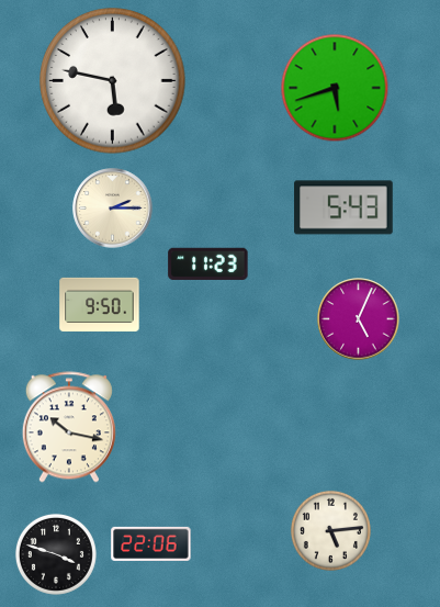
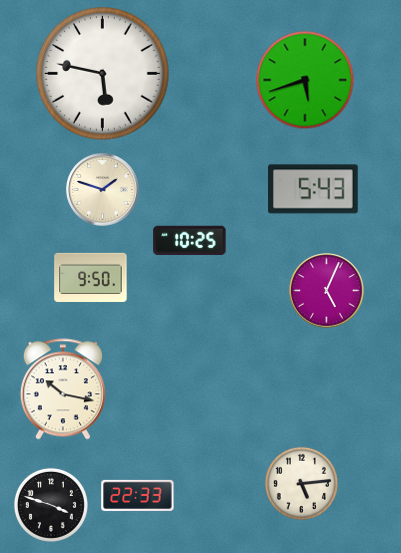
clock at (113, 209): 2:15 -> 1:48
clock at (208, 263): 11:23 -> 10:25
clock at (151, 543): 22:06 -> 22:33
